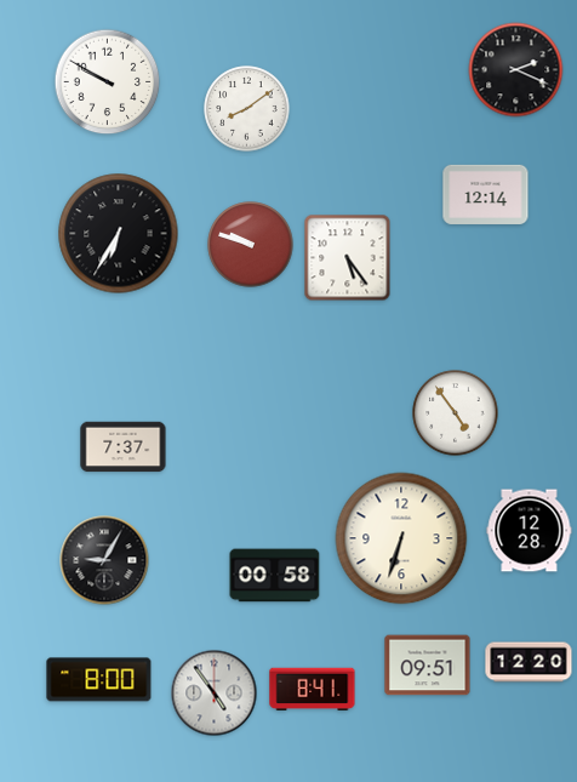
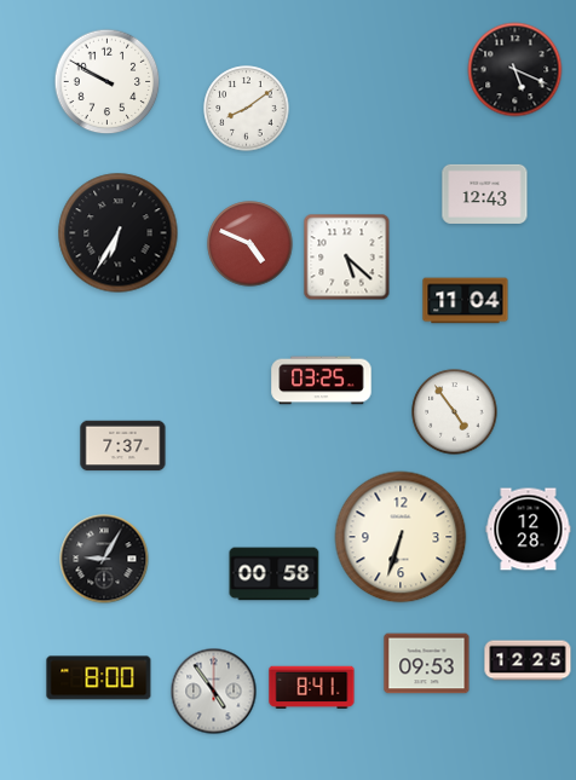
clock at (516, 70): 2:19 -> 5:19
clock at (486, 194): 12:14 -> 12:43
clock at (251, 245): 9:48 -> 4:49
clock at (348, 258): 5:24 -> 5:22
clock at (466, 301): none -> 11:04
clock at (322, 381): none -> 03:25
clock at (529, 662): 12:20 -> 12:25
clock at (428, 666): 09:51 -> 09:53
